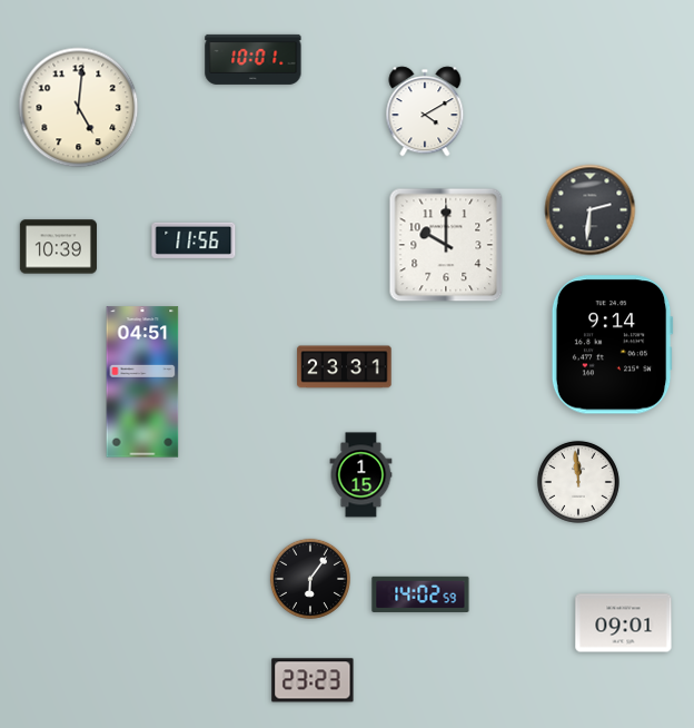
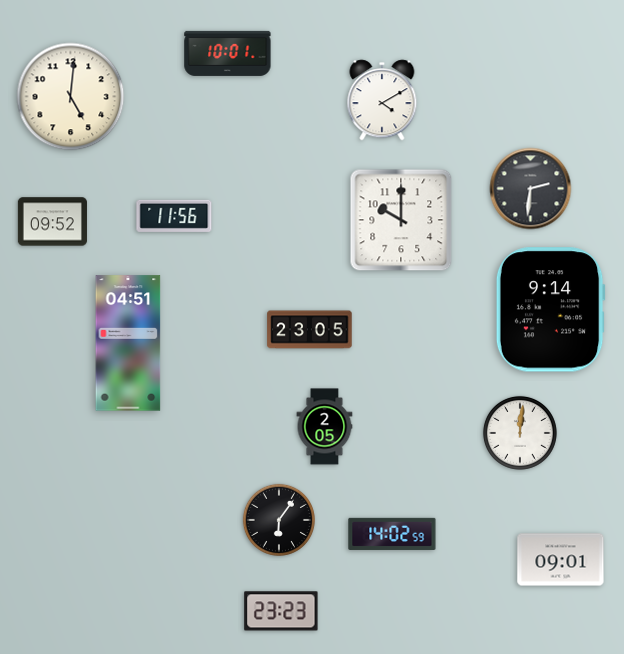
clock at (58, 247): 10:39 -> 09:52
clock at (345, 367): 23:31 -> 23:05
clock at (361, 475): 1:15 -> 2:05
clock at (578, 482): 11:59 -> 12:01
clock at (420, 594) position: (420, 594) -> (392, 534)
